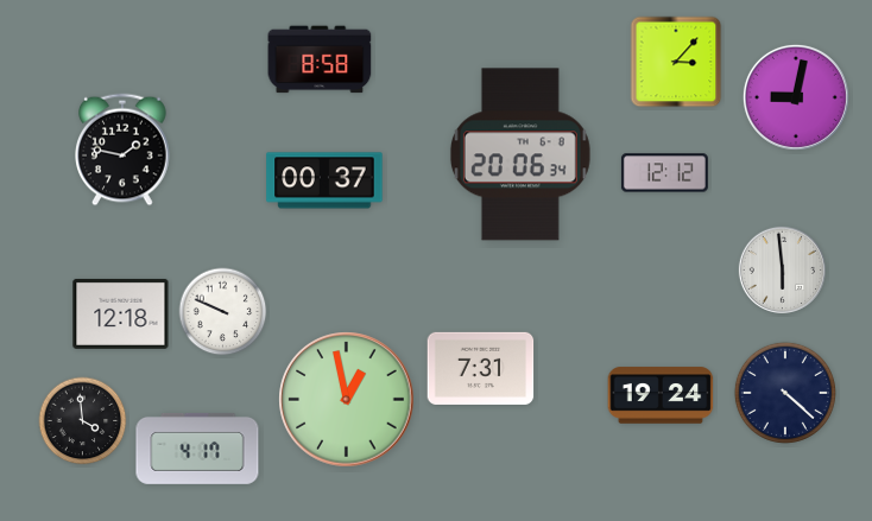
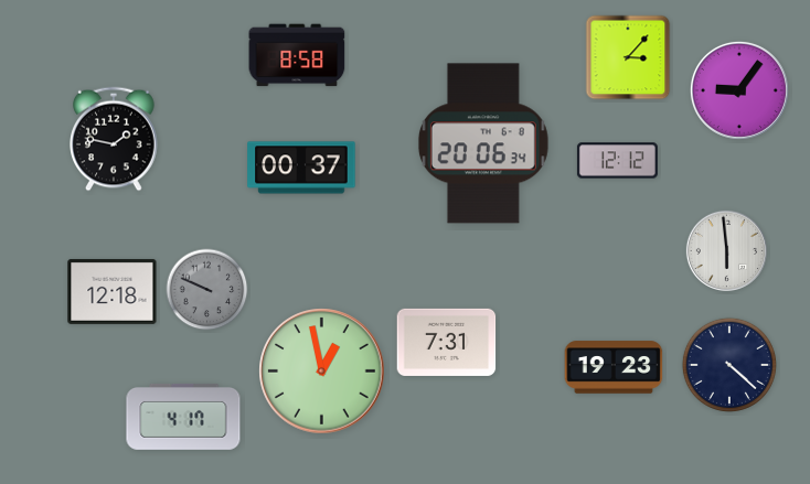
clock at (796, 97): 9:02 -> 9:06
clock at (223, 312) dial: white -> grey
clock at (661, 395): 19:24 -> 19:23
clock at (83, 421): 3:59 -> none
